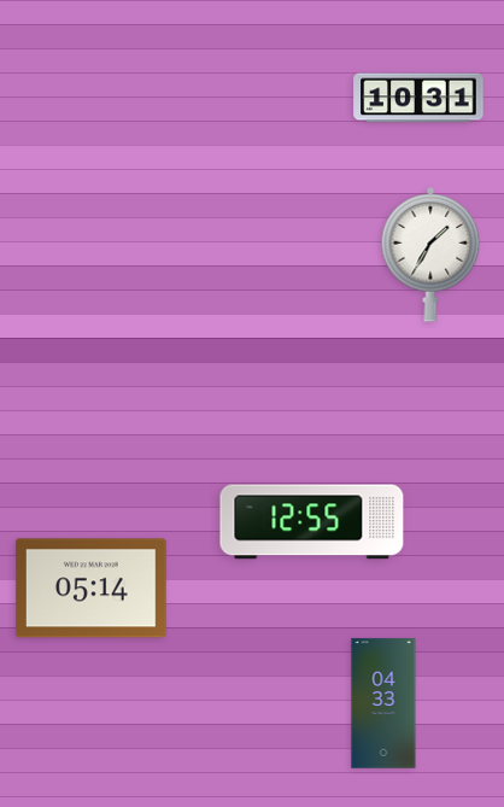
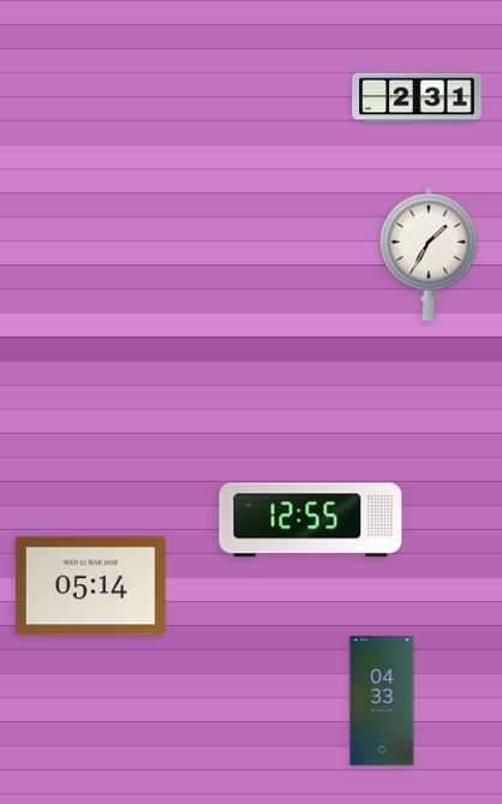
clock at (418, 98): 10:31 -> 2:31
